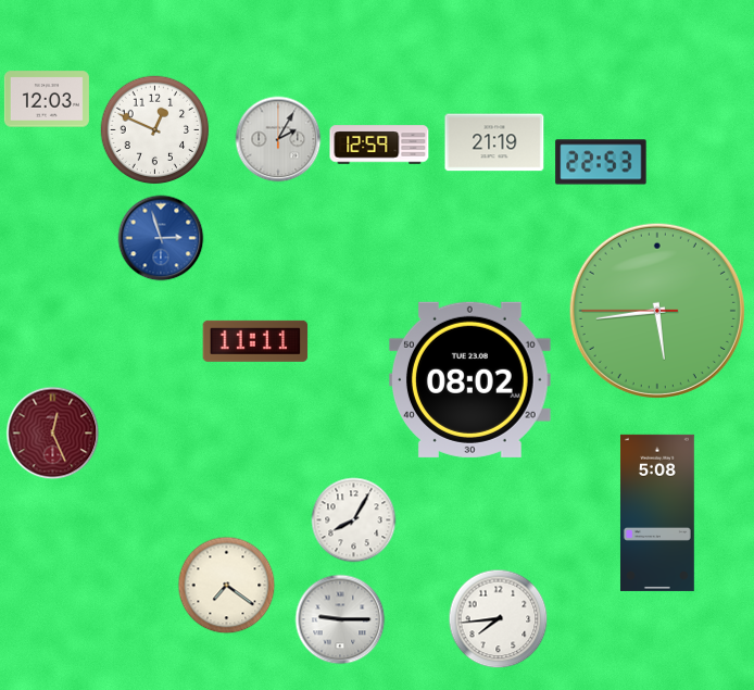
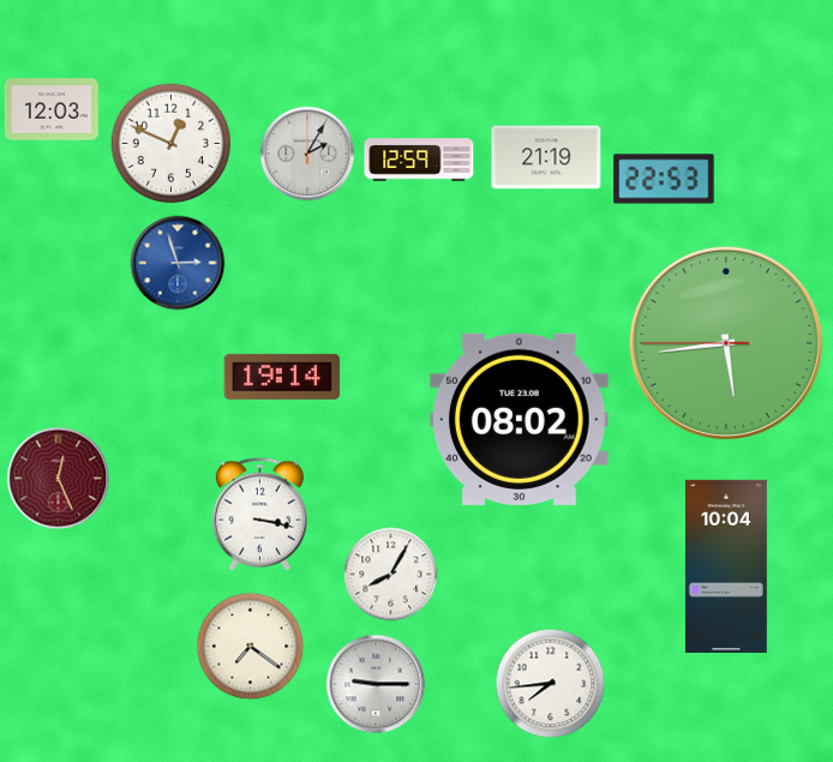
clock at (255, 341): 11:11 -> 19:14
clock at (259, 515): none -> 3:17
clock at (657, 513): 5:08 -> 10:04
